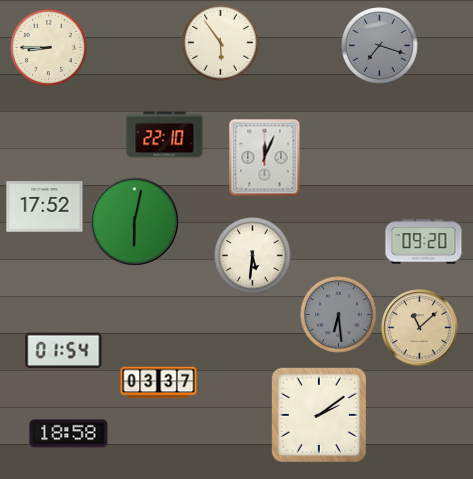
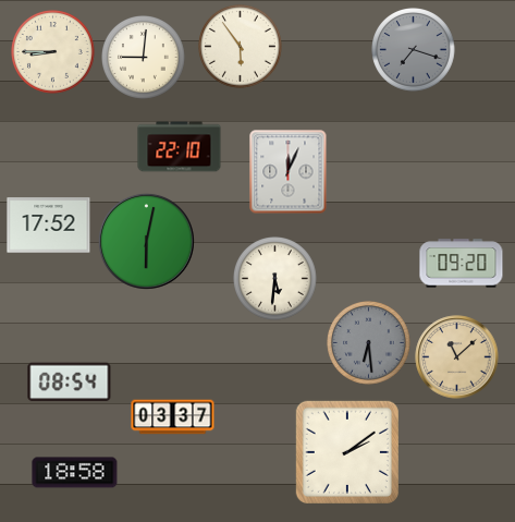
clock at (144, 58): none -> 9:01
clock at (64, 351): 01:54 -> 08:54
